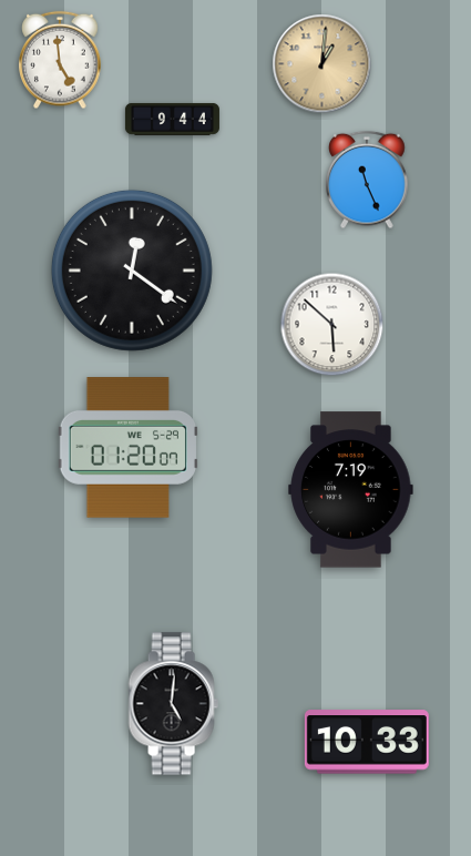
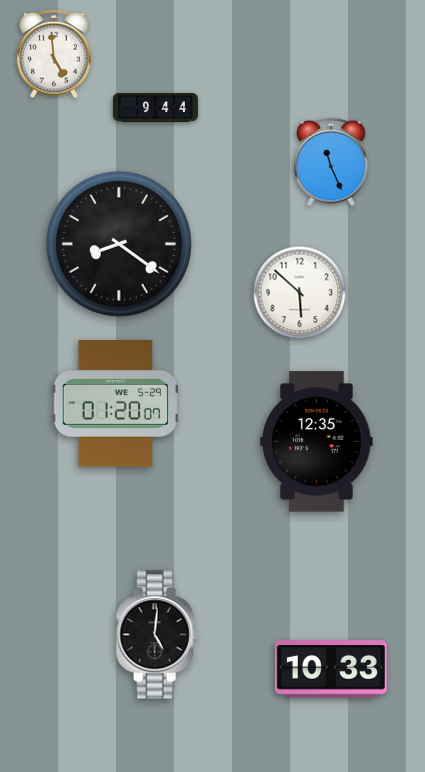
clock at (322, 64): 1:01 -> none
clock at (132, 271): 12:21 -> 8:21
clock at (351, 490): 7:19 -> 12:35
